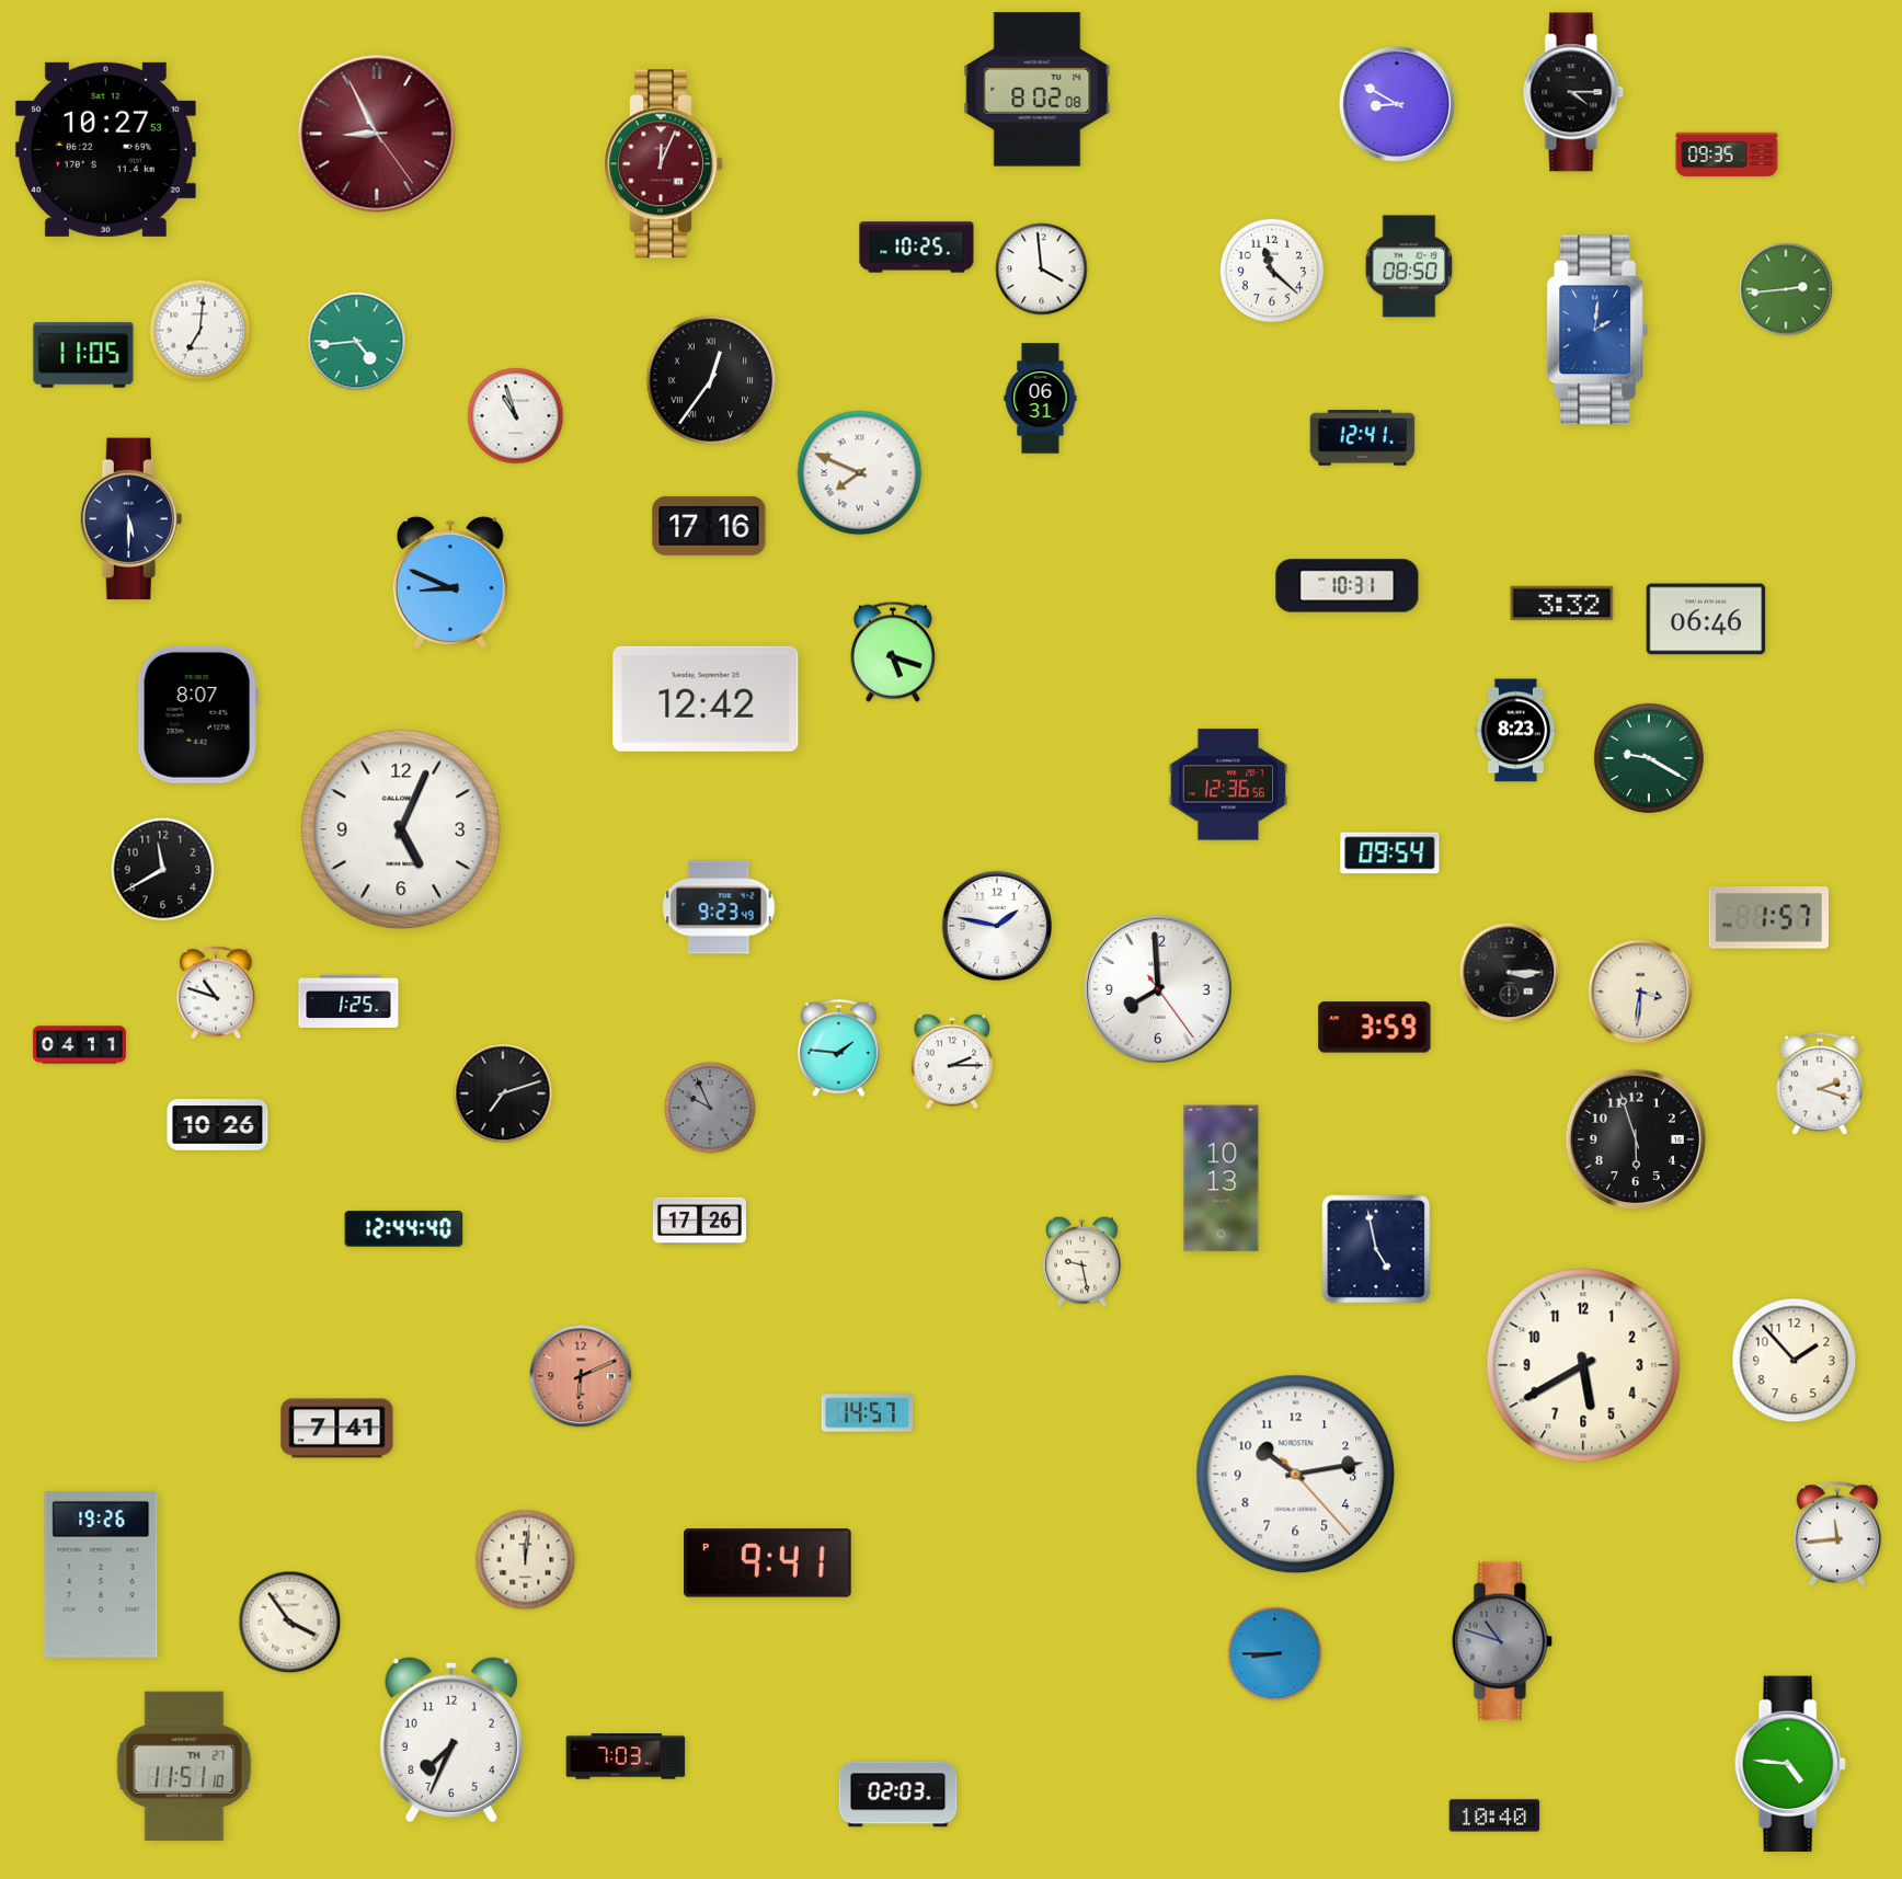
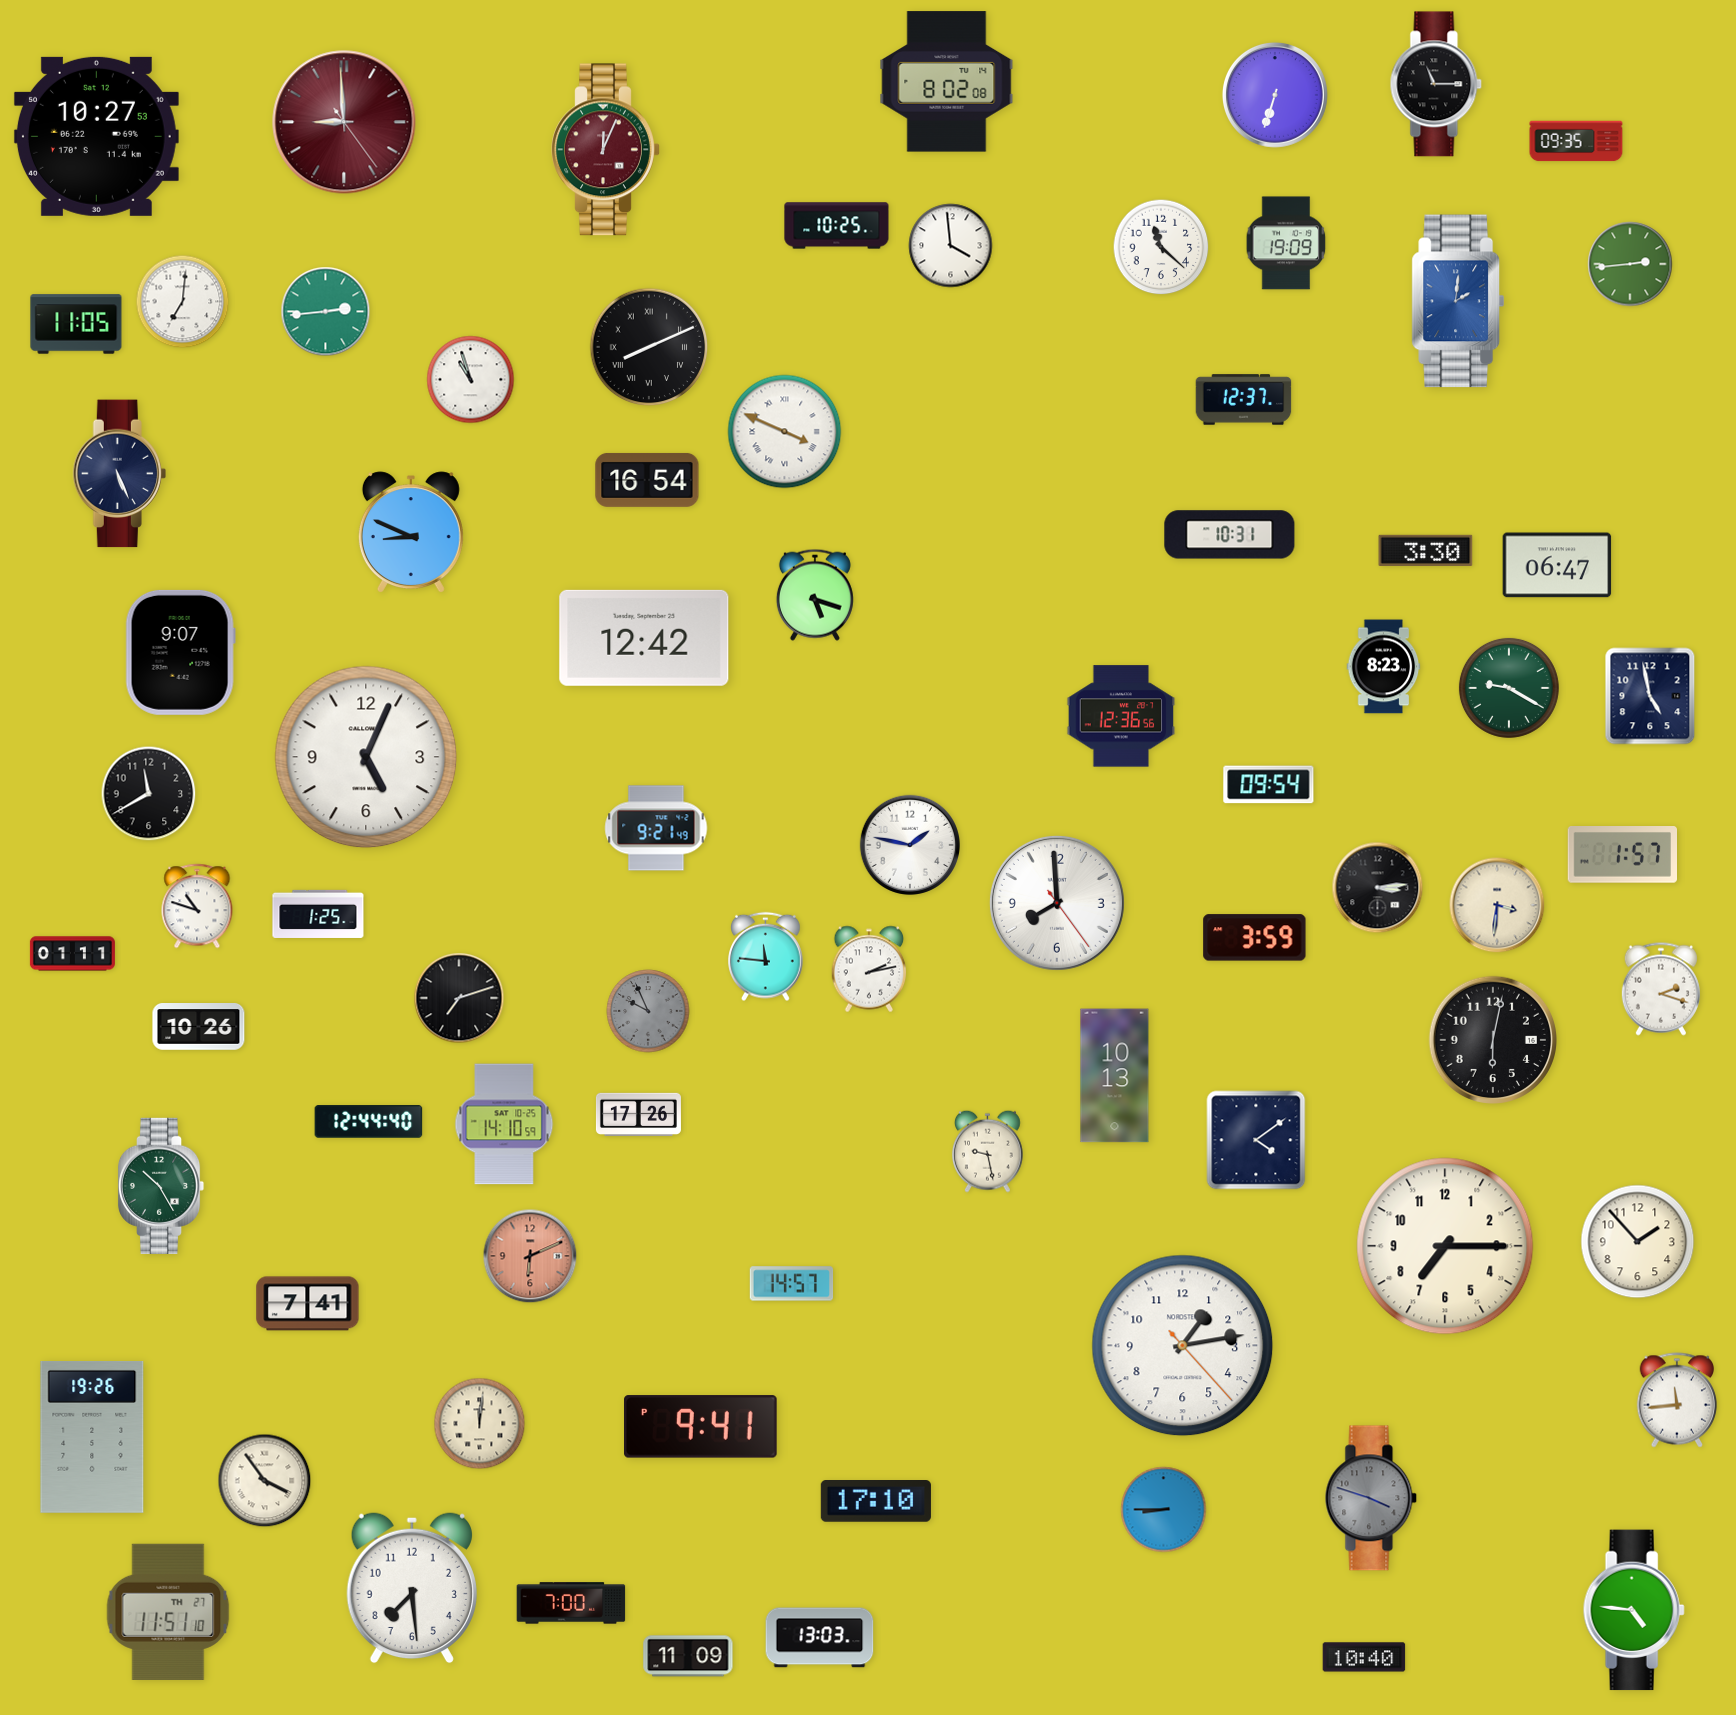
clock at (1573, 92): 4:15 -> 11:15
clock at (1397, 104): 8:50 -> 6:33
clock at (377, 134): 8:55 -> 8:59
clock at (1409, 266): 08:50 -> 19:09
clock at (357, 342): 4:44 -> 2:44
clock at (711, 380): 12:36 -> 8:11
clock at (1041, 399): 06:31 -> none
clock at (1363, 438): 12:41 -> 12:37
clock at (860, 473): 7:49 -> 3:49
clock at (130, 519): 5:30 -> 5:26
clock at (709, 526): 17:16 -> 16:54
clock at (1562, 603): 3:32 -> 3:30
clock at (1706, 619): 06:46 -> 06:47
clock at (197, 714): 8:07 -> 9:07
clock at (1649, 758) position: (1649, 758) -> (1509, 688)
clock at (1650, 696): none -> 4:58
clock at (1390, 853) position: (1390, 853) -> (1269, 785)
clock at (719, 907): 9:23 -> 9:21
clock at (1768, 918) position: (1768, 918) -> (1622, 855)
clock at (1510, 973): 3:15 -> 3:14
clock at (79, 1045): 04:11 -> 01:11
clock at (839, 1049): 1:46 -> 11:46
clock at (952, 1062): 2:15 -> 2:13
clock at (1635, 1138): 5:57 -> 6:02
clock at (504, 1124): none -> 14:10
clock at (1376, 1249): 4:58 -> 4:09
clock at (161, 1186): none -> 10:25
clock at (1583, 1365): 5:40 -> 7:15
clock at (868, 1413) position: (868, 1413) -> (792, 1284)
clock at (1296, 1475): 10:13 -> 1:13
clock at (1502, 1641): 10:48 -> 3:48
clock at (876, 1502): none -> 17:10
clock at (451, 1740): 7:34 -> 7:29
clock at (626, 1756): 7:03 -> 7:00
clock at (898, 1795): 02:03 -> 13:03
clock at (688, 1656): none -> 11:09
